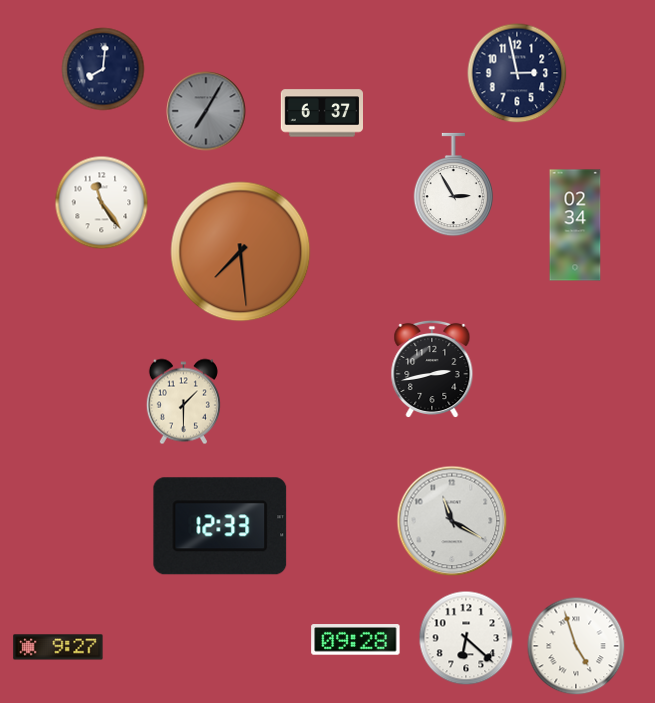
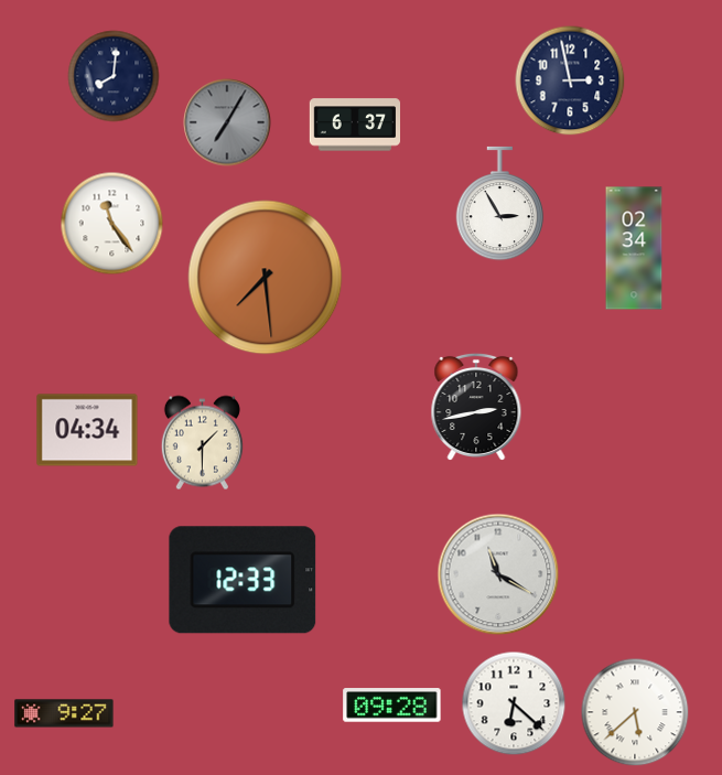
clock at (87, 430): none -> 04:34
clock at (576, 646): 4:57 -> 5:38
